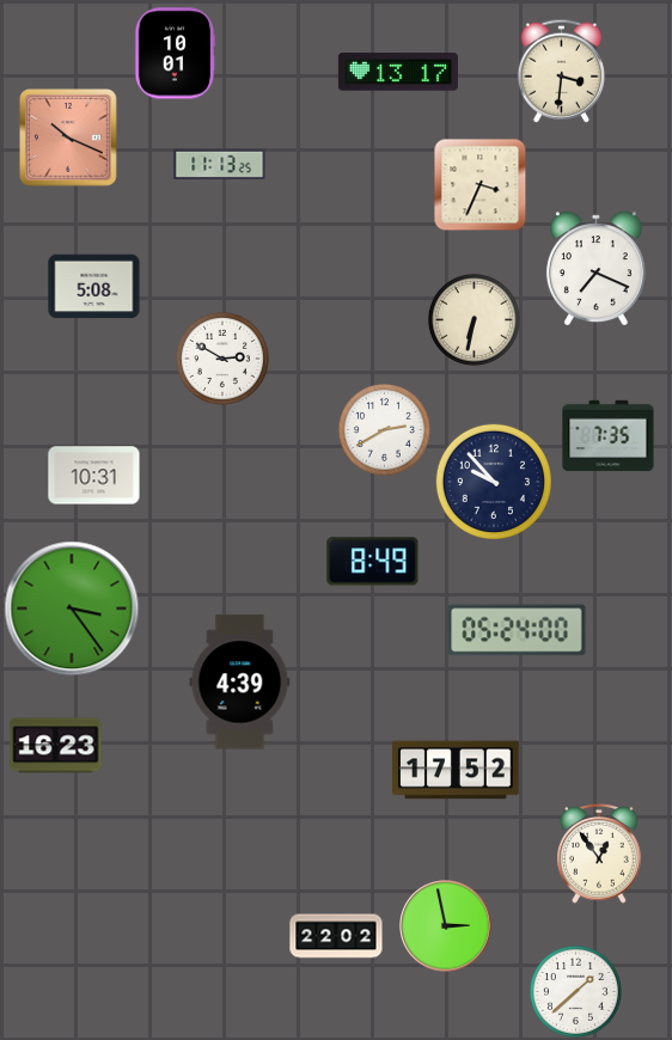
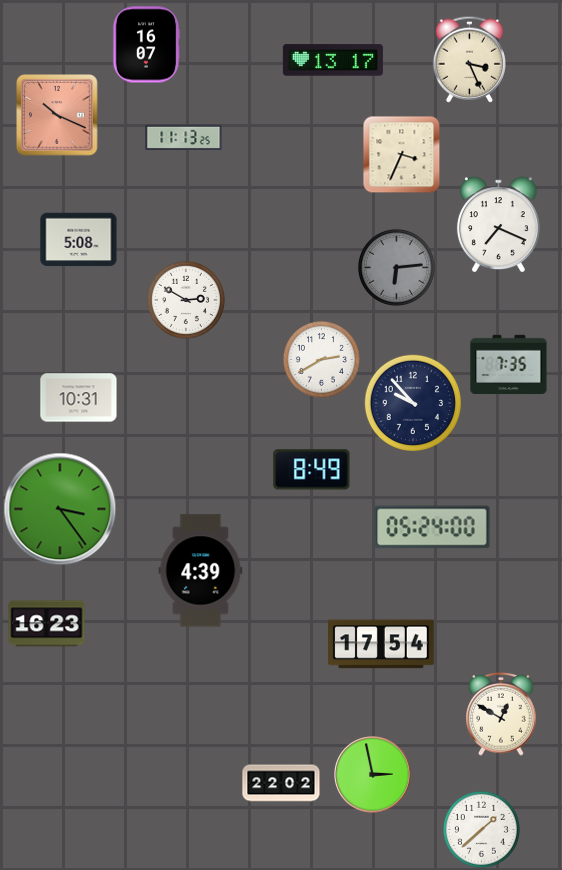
clock at (175, 54): 10:01 -> 16:07
clock at (561, 71): 3:31 -> 3:26
clock at (474, 319): 6:32 -> 6:14
clock at (474, 319) dial: cream -> grey
clock at (457, 770): 17:52 -> 17:54
clock at (599, 855): 12:54 -> 12:50
